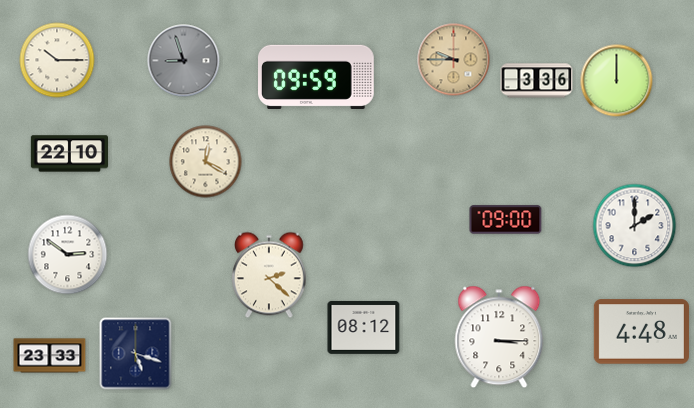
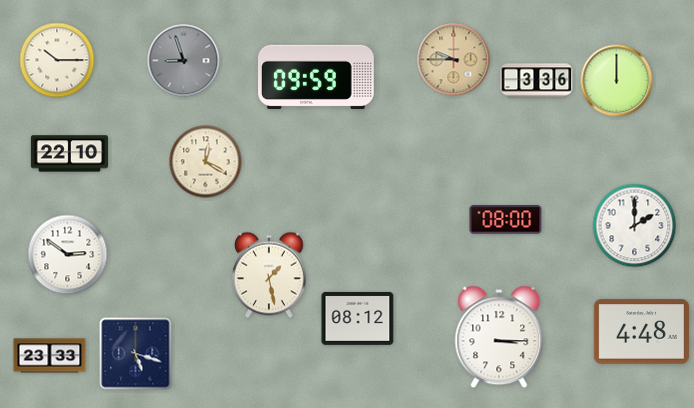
clock at (506, 220): 09:00 -> 08:00
clock at (270, 275): 2:22 -> 1:28
clock at (364, 327) position: (364, 327) -> (358, 318)
